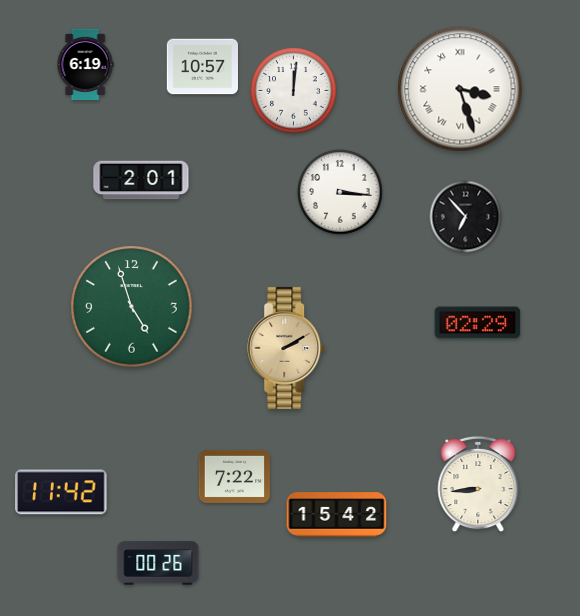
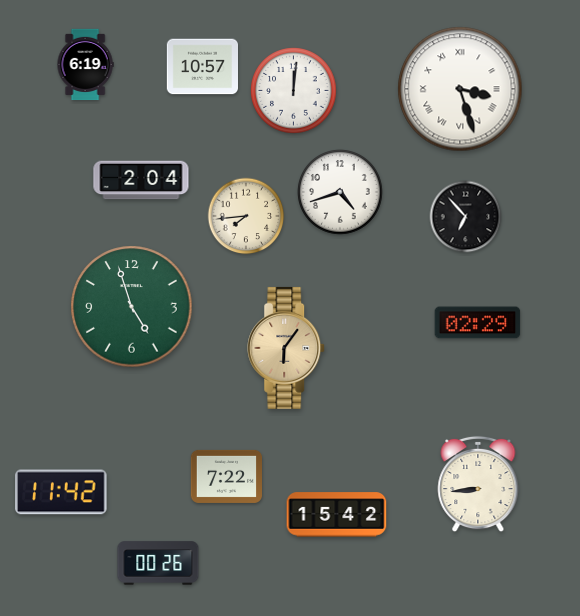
clock at (141, 180): 2:01 -> 2:04
clock at (341, 193): 3:16 -> 4:42
clock at (246, 216): none -> 7:44
clock at (287, 348): 2:10 -> 6:06
clock at (234, 476) position: (234, 476) -> (226, 476)
